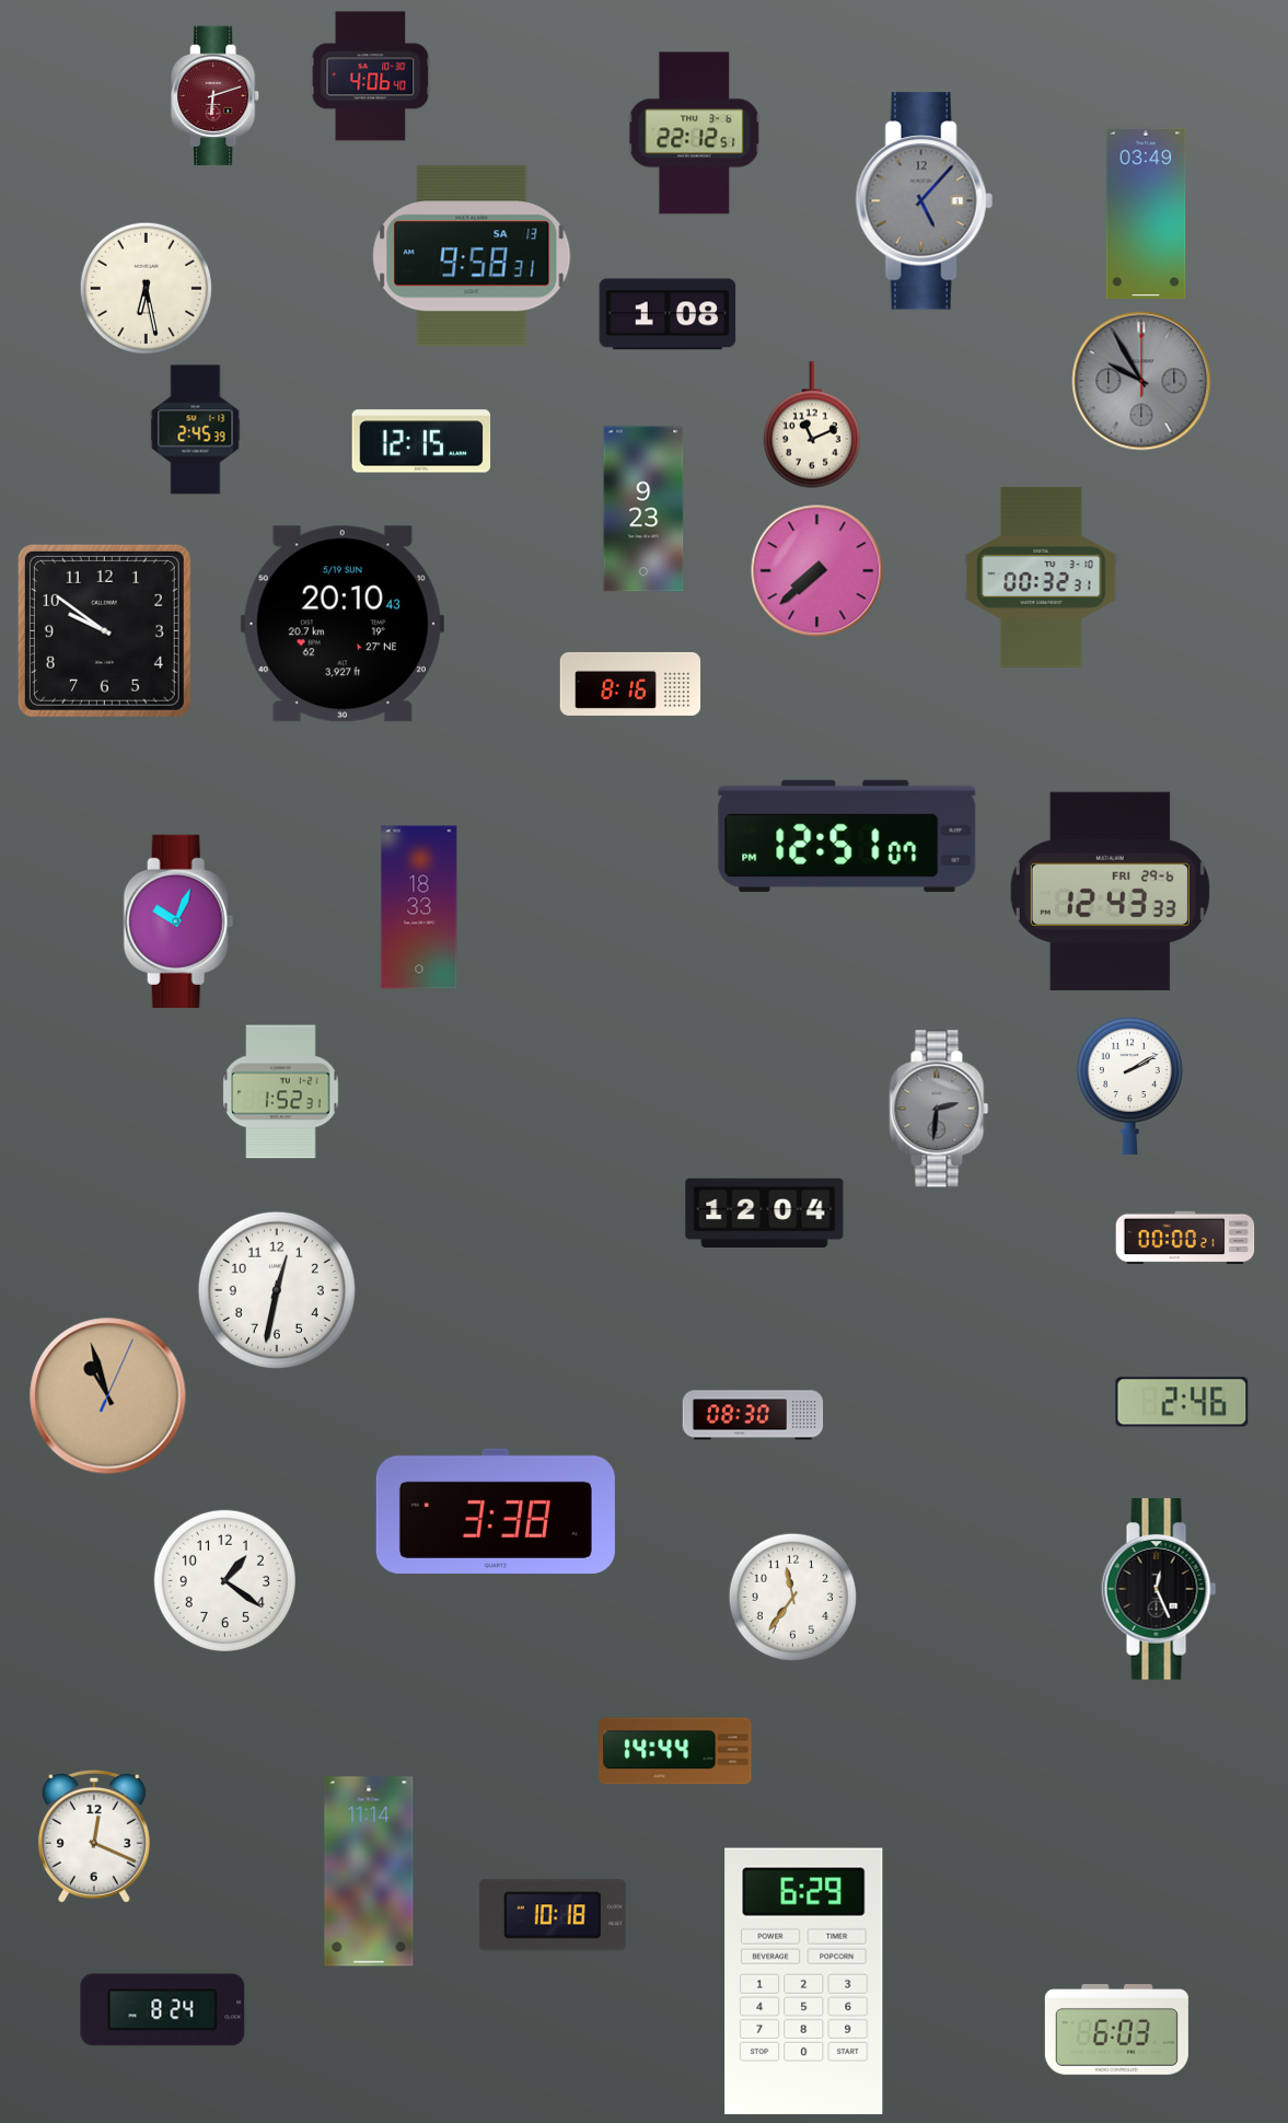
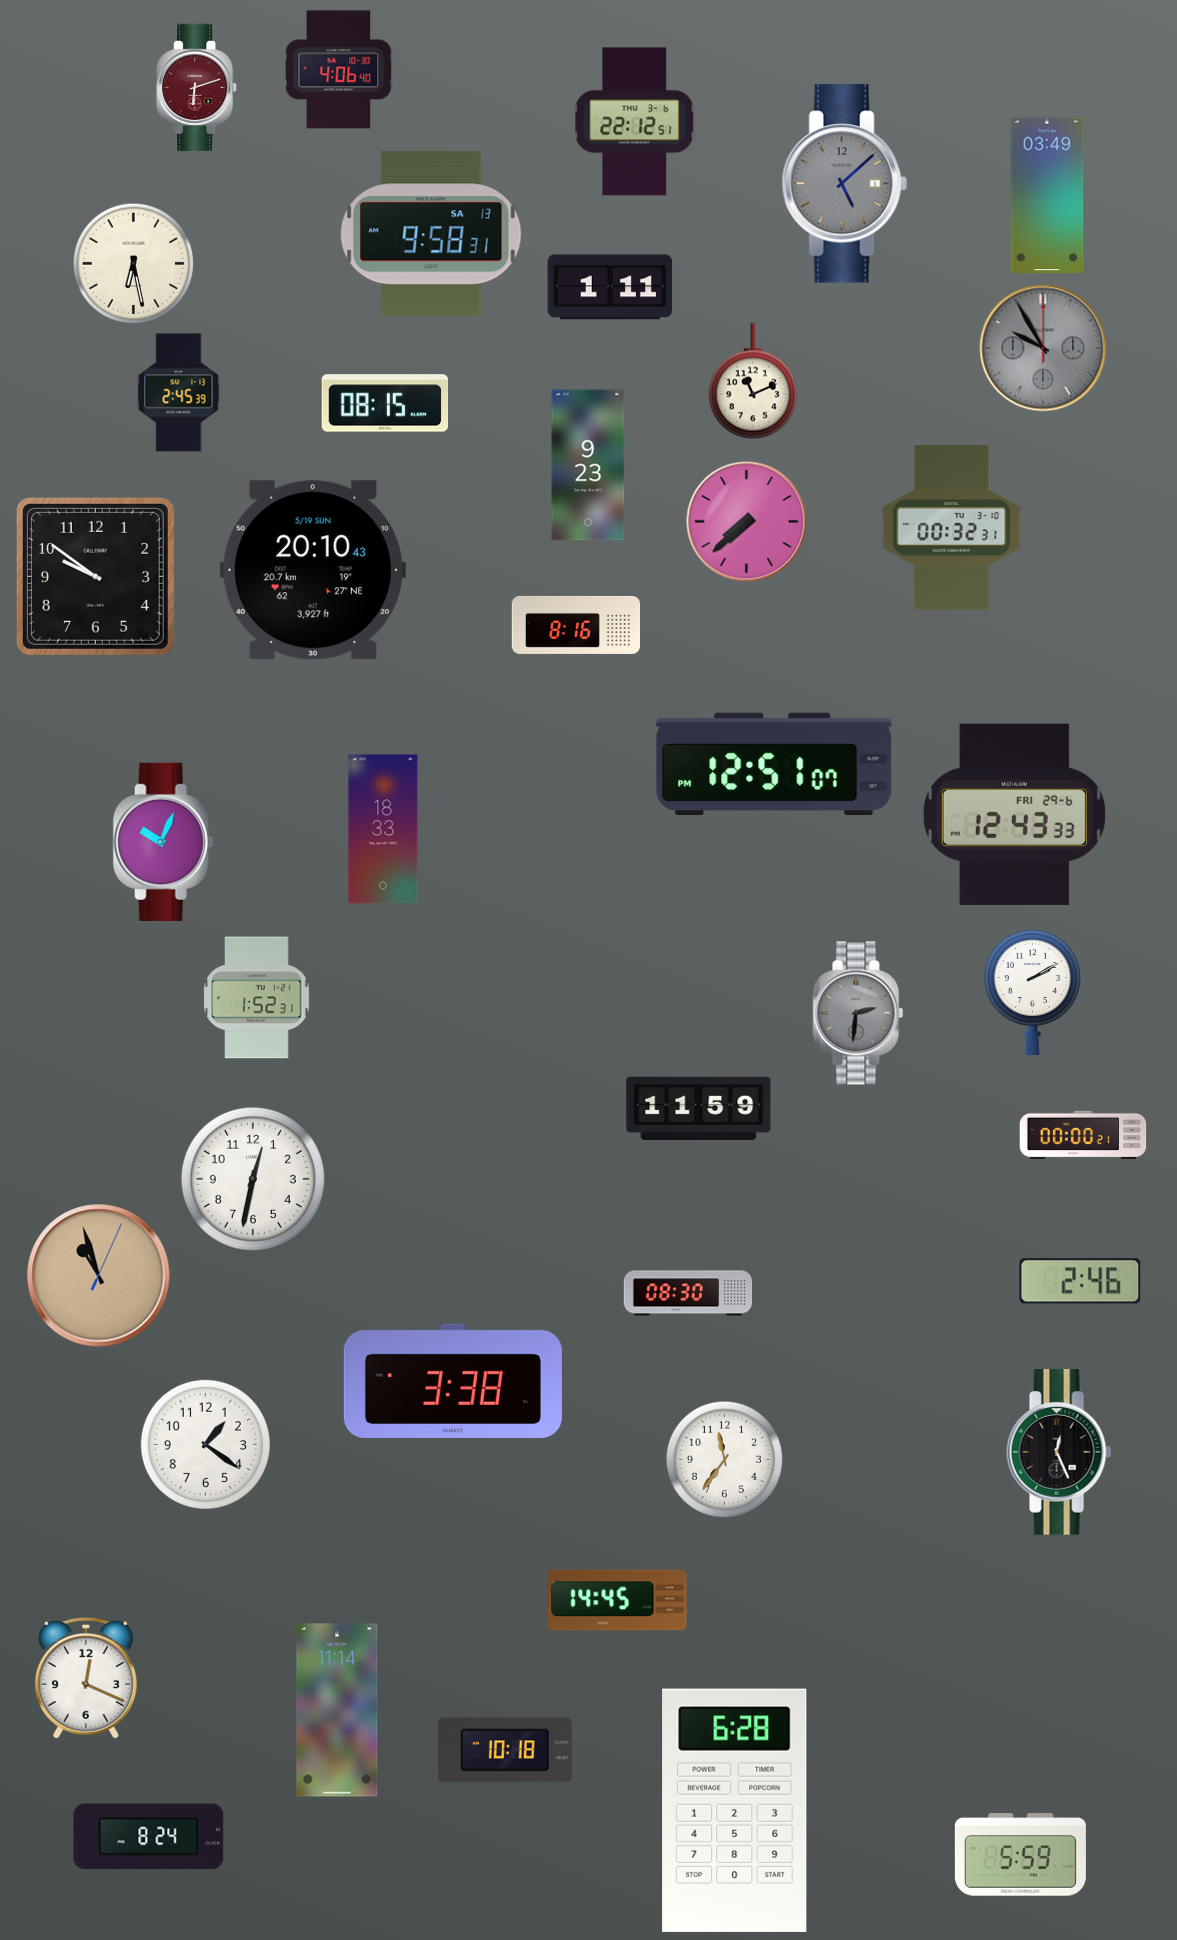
clock at (924, 201): 5:07 -> 5:08
clock at (668, 314): 1:08 -> 1:11
clock at (811, 425) position: (811, 425) -> (752, 381)
clock at (421, 441): 12:15 -> 08:15
clock at (765, 1213): 12:04 -> 11:59
clock at (1185, 1238) position: (1185, 1238) -> (1083, 1135)
clock at (675, 1751): 14:44 -> 14:45
clock at (804, 1981): 6:29 -> 6:28
clock at (1116, 2030): 6:03 -> 5:59
